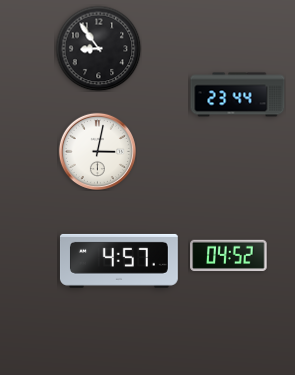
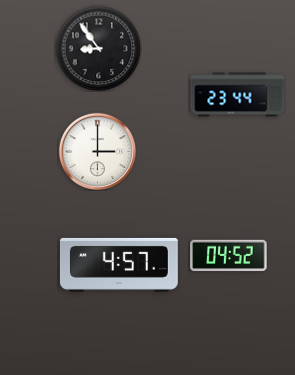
clock at (97, 151): 3:02 -> 3:00
clock at (119, 261) position: (119, 261) -> (119, 265)
